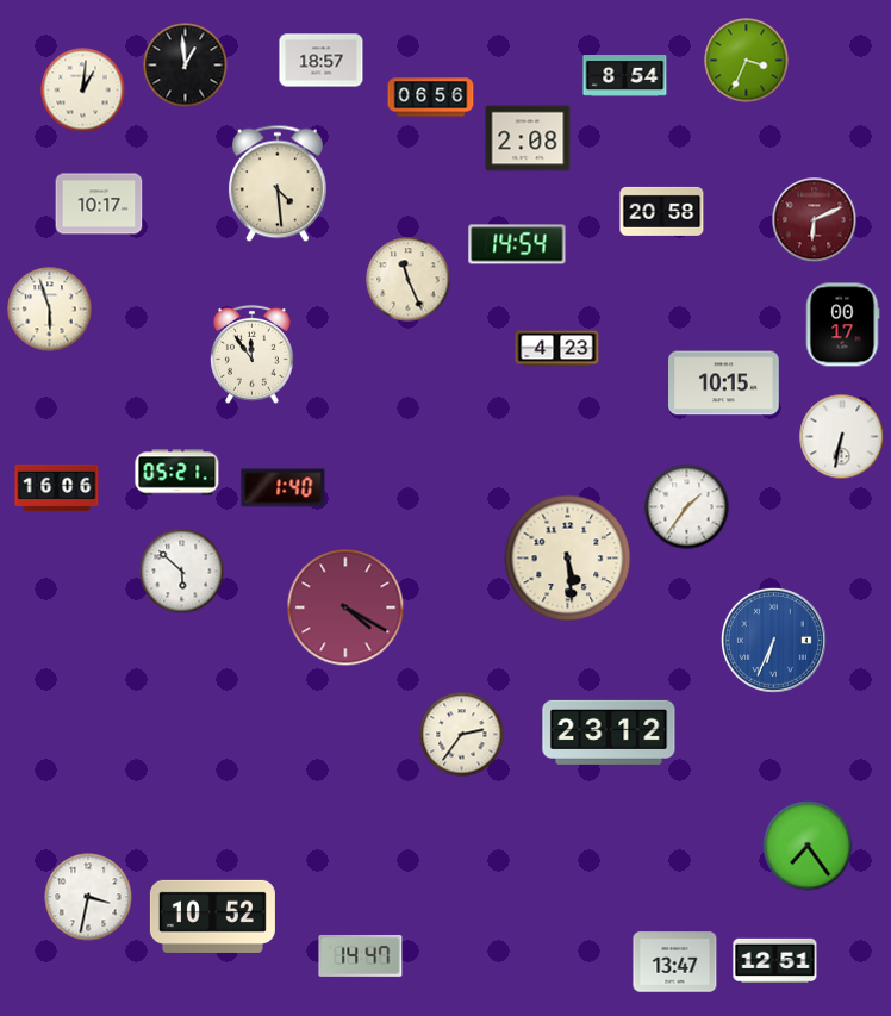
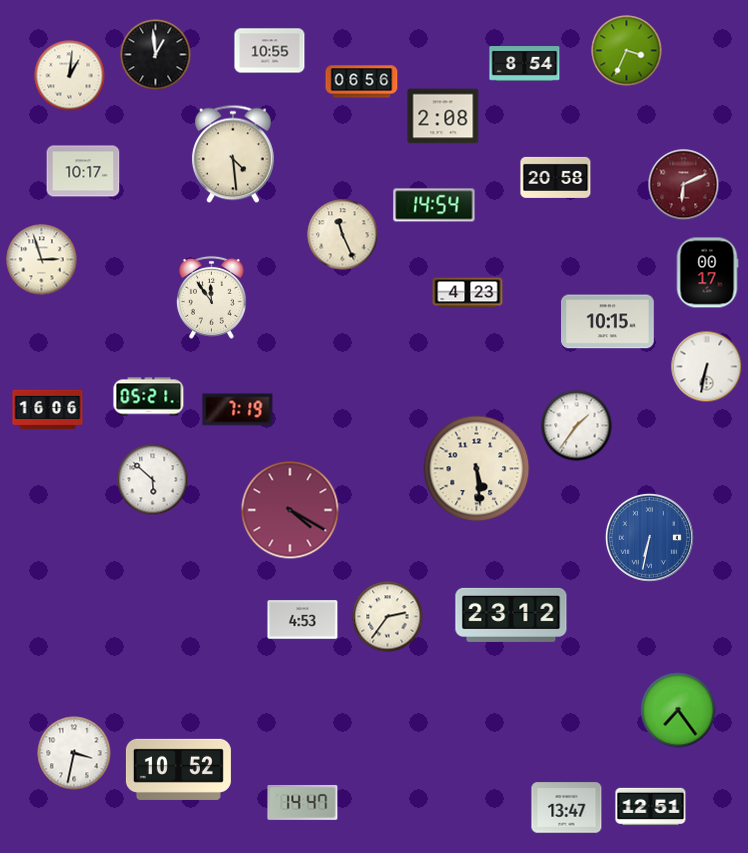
clock at (322, 61): 18:57 -> 10:55
clock at (50, 310): 5:57 -> 2:57
clock at (283, 488): 1:40 -> 7:19
clock at (773, 640): 6:34 -> 6:32
clock at (303, 620): none -> 4:53
